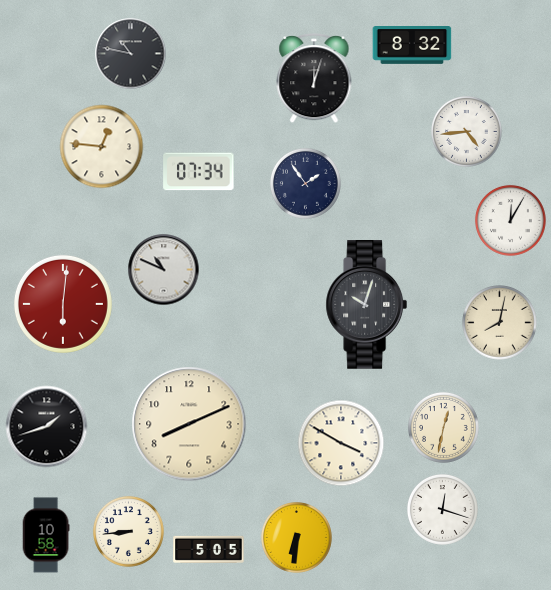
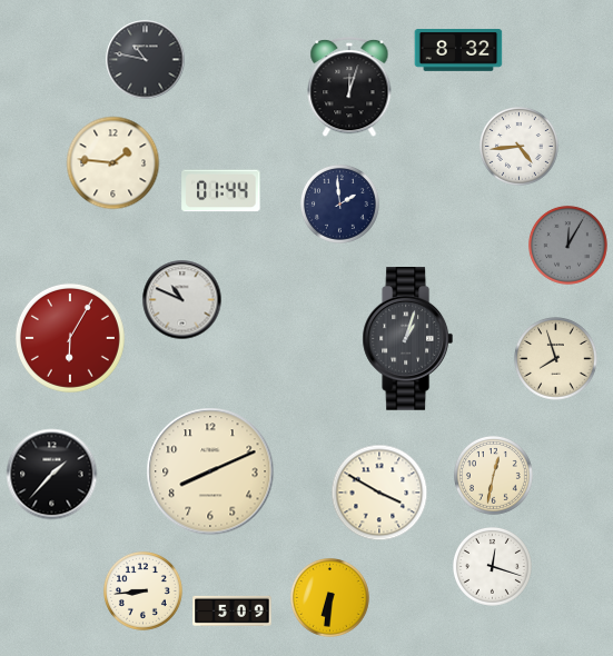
clock at (102, 147): 12:46 -> 1:46
clock at (199, 172): 07:34 -> 01:44
clock at (305, 183): 1:54 -> 1:59
clock at (510, 220) dial: white -> grey
clock at (63, 304): 6:01 -> 6:05
clock at (366, 305): 10:03 -> 1:03
clock at (500, 323): 8:02 -> 7:57
clock at (47, 427): 1:42 -> 1:37
clock at (46, 535): 10:58 -> none
clock at (209, 549): 5:05 -> 5:09
